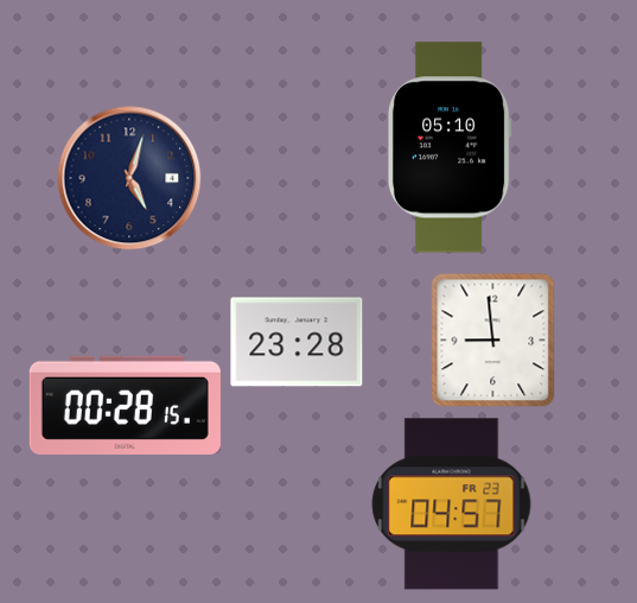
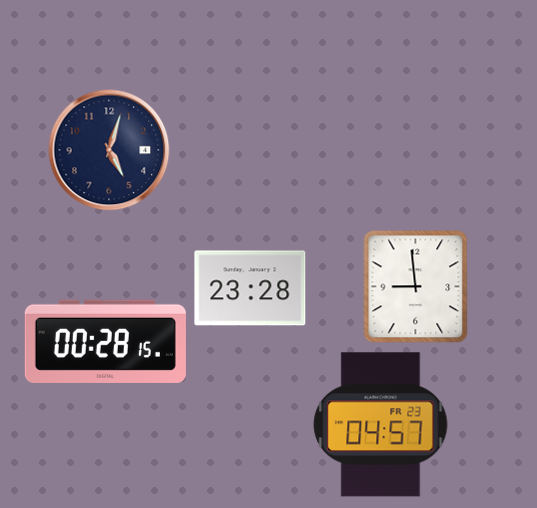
clock at (450, 147): 05:10 -> none
